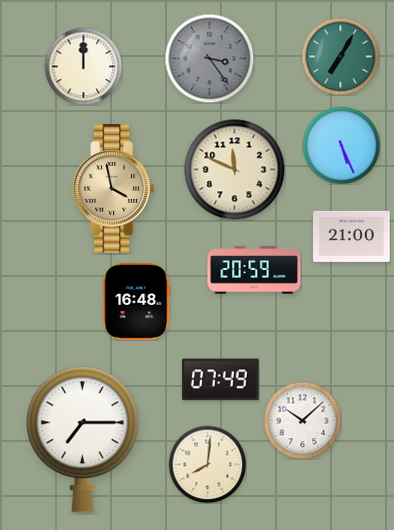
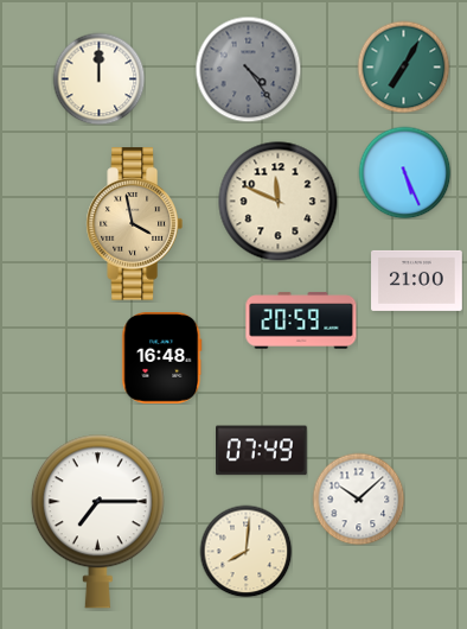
clock at (209, 58): 3:24 -> 4:24
